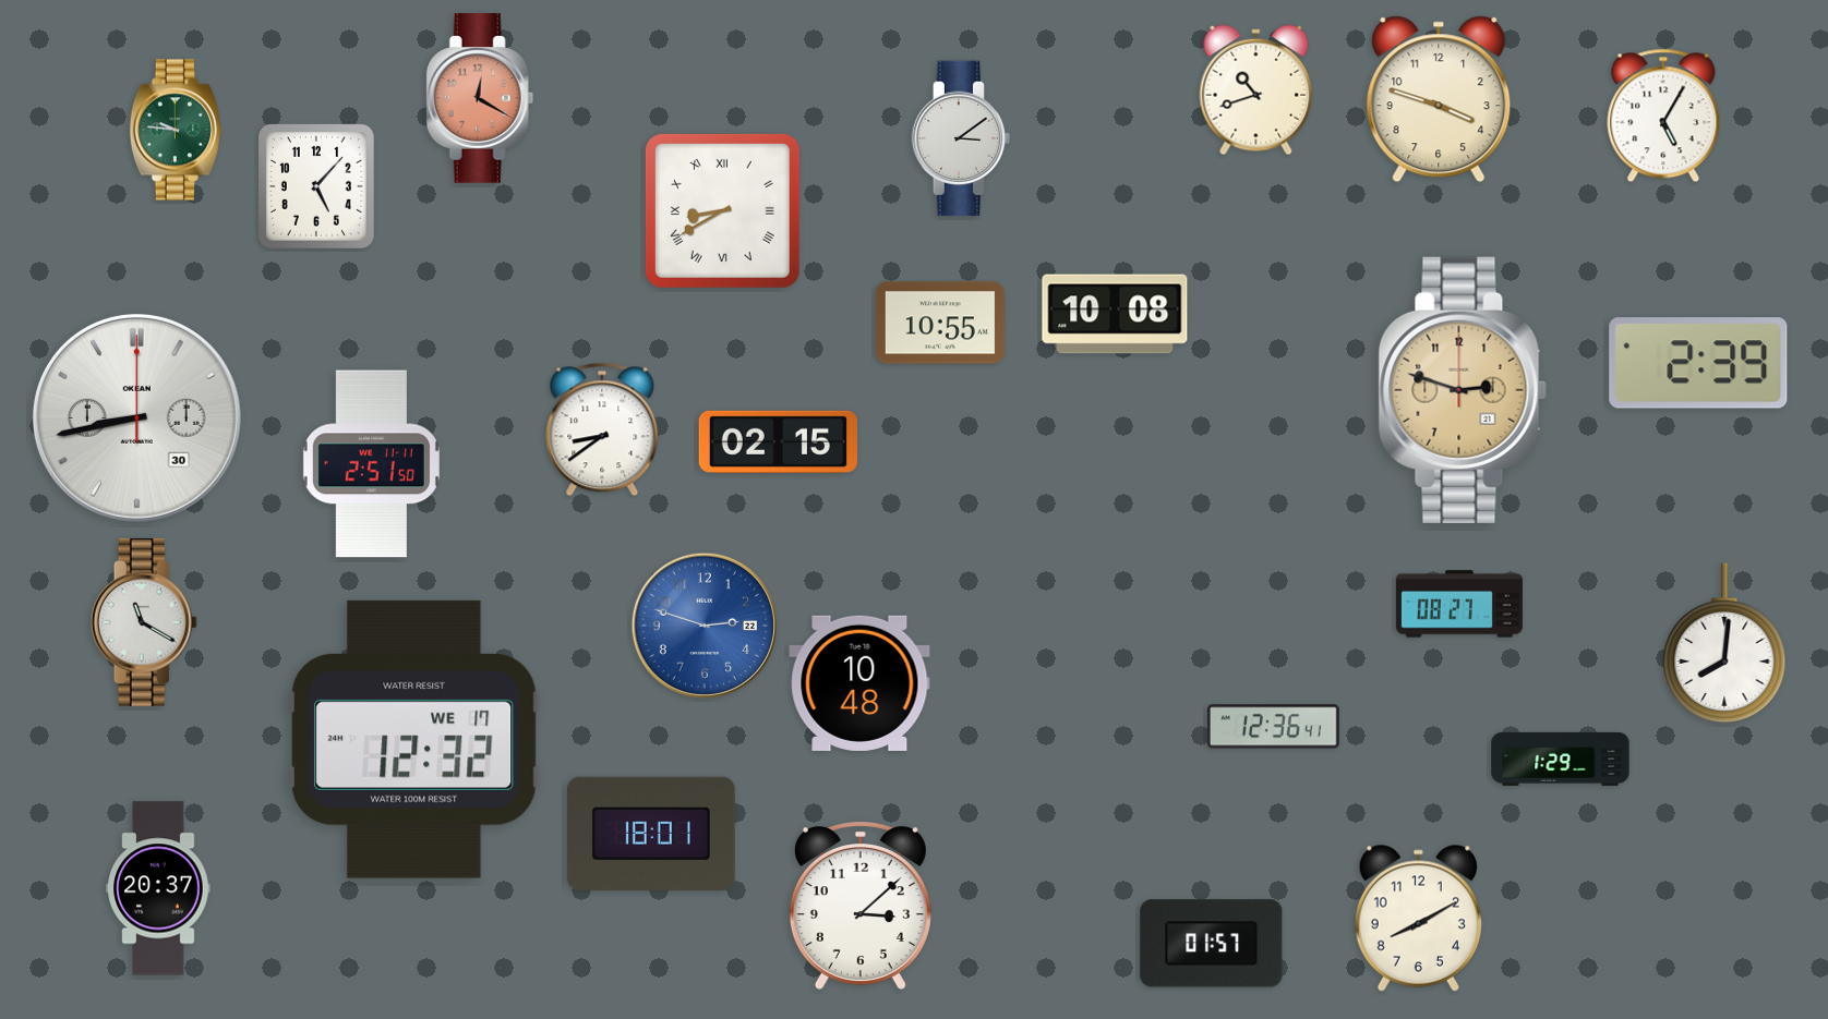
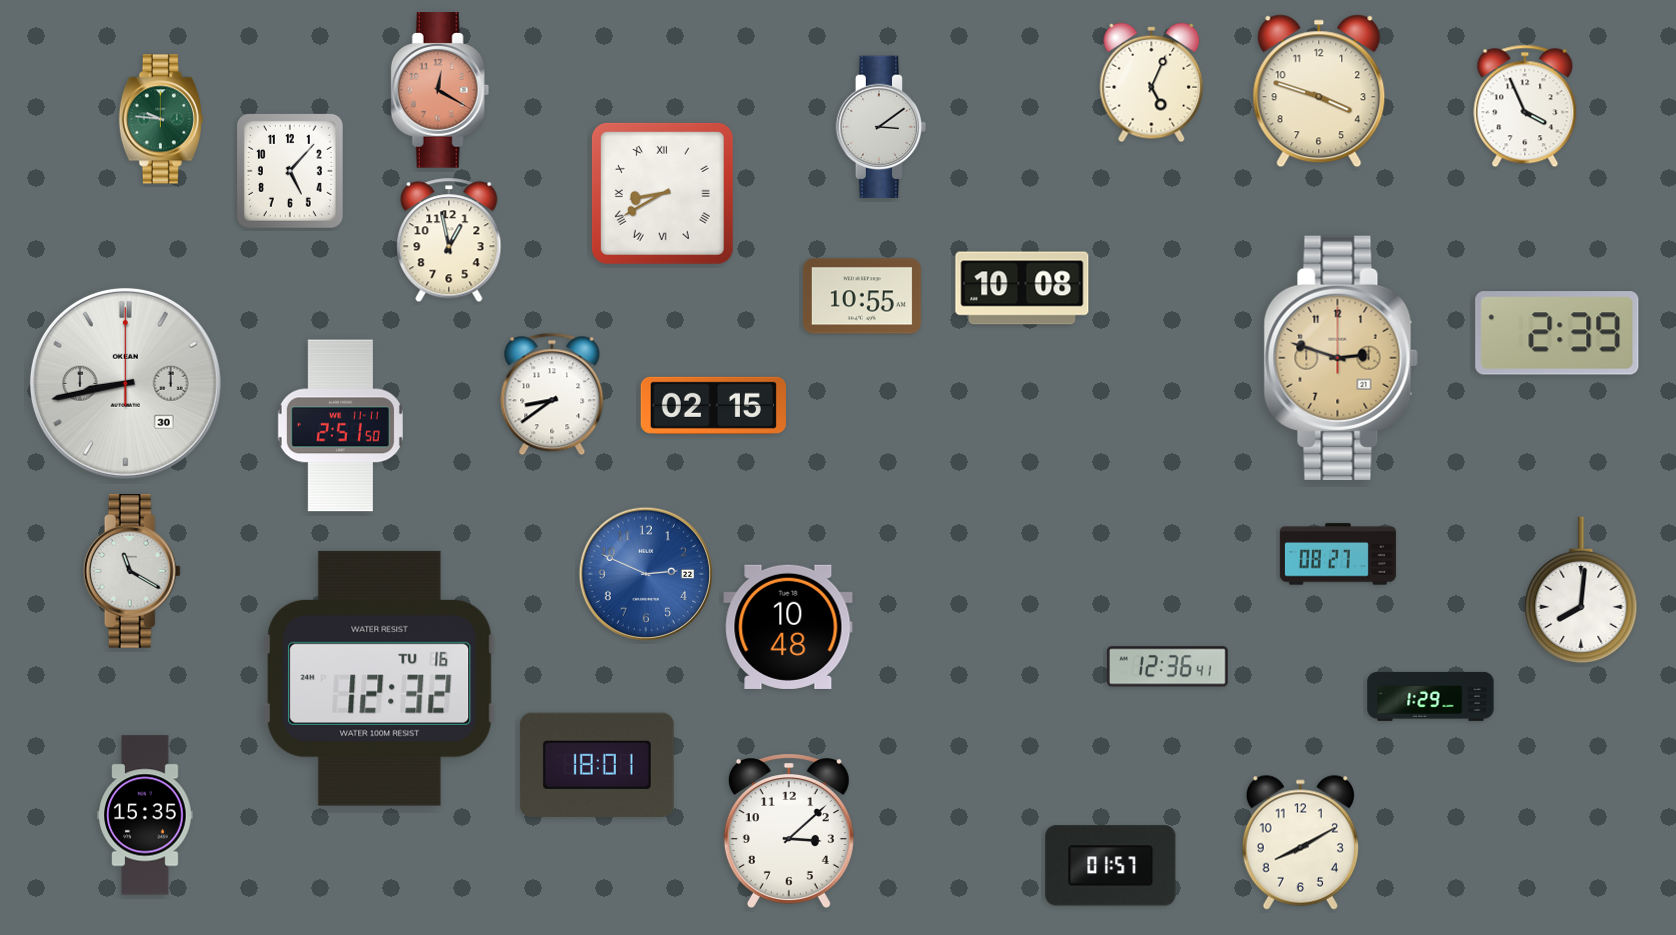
clock at (1256, 90): 10:42 -> 5:04
clock at (1663, 116): 5:05 -> 3:56
clock at (449, 240): none -> 12:58
clock at (705, 626): 2:48 -> 2:49
clock at (414, 739) date: WE 17 -> TU 16
clock at (158, 888): 20:37 -> 15:35
